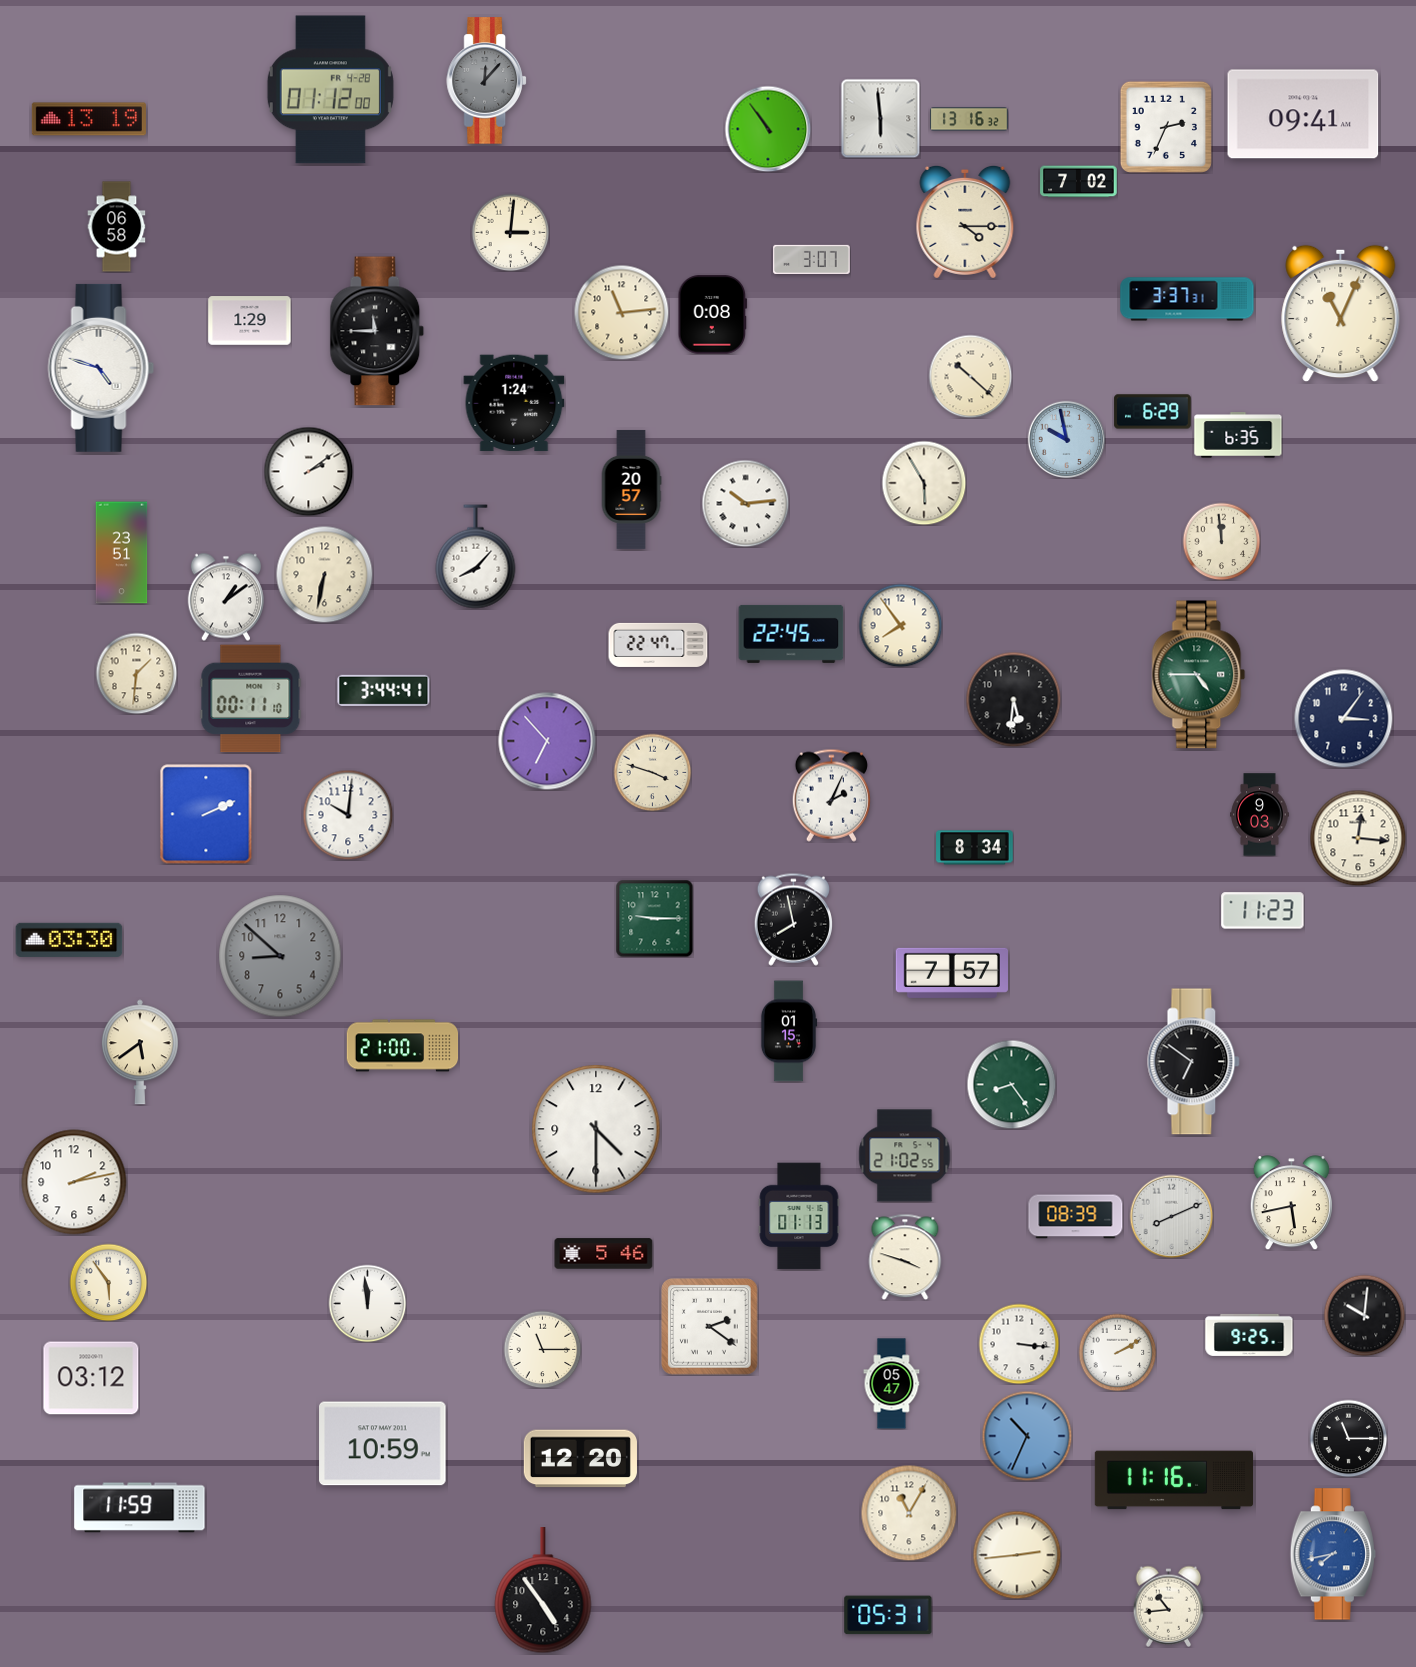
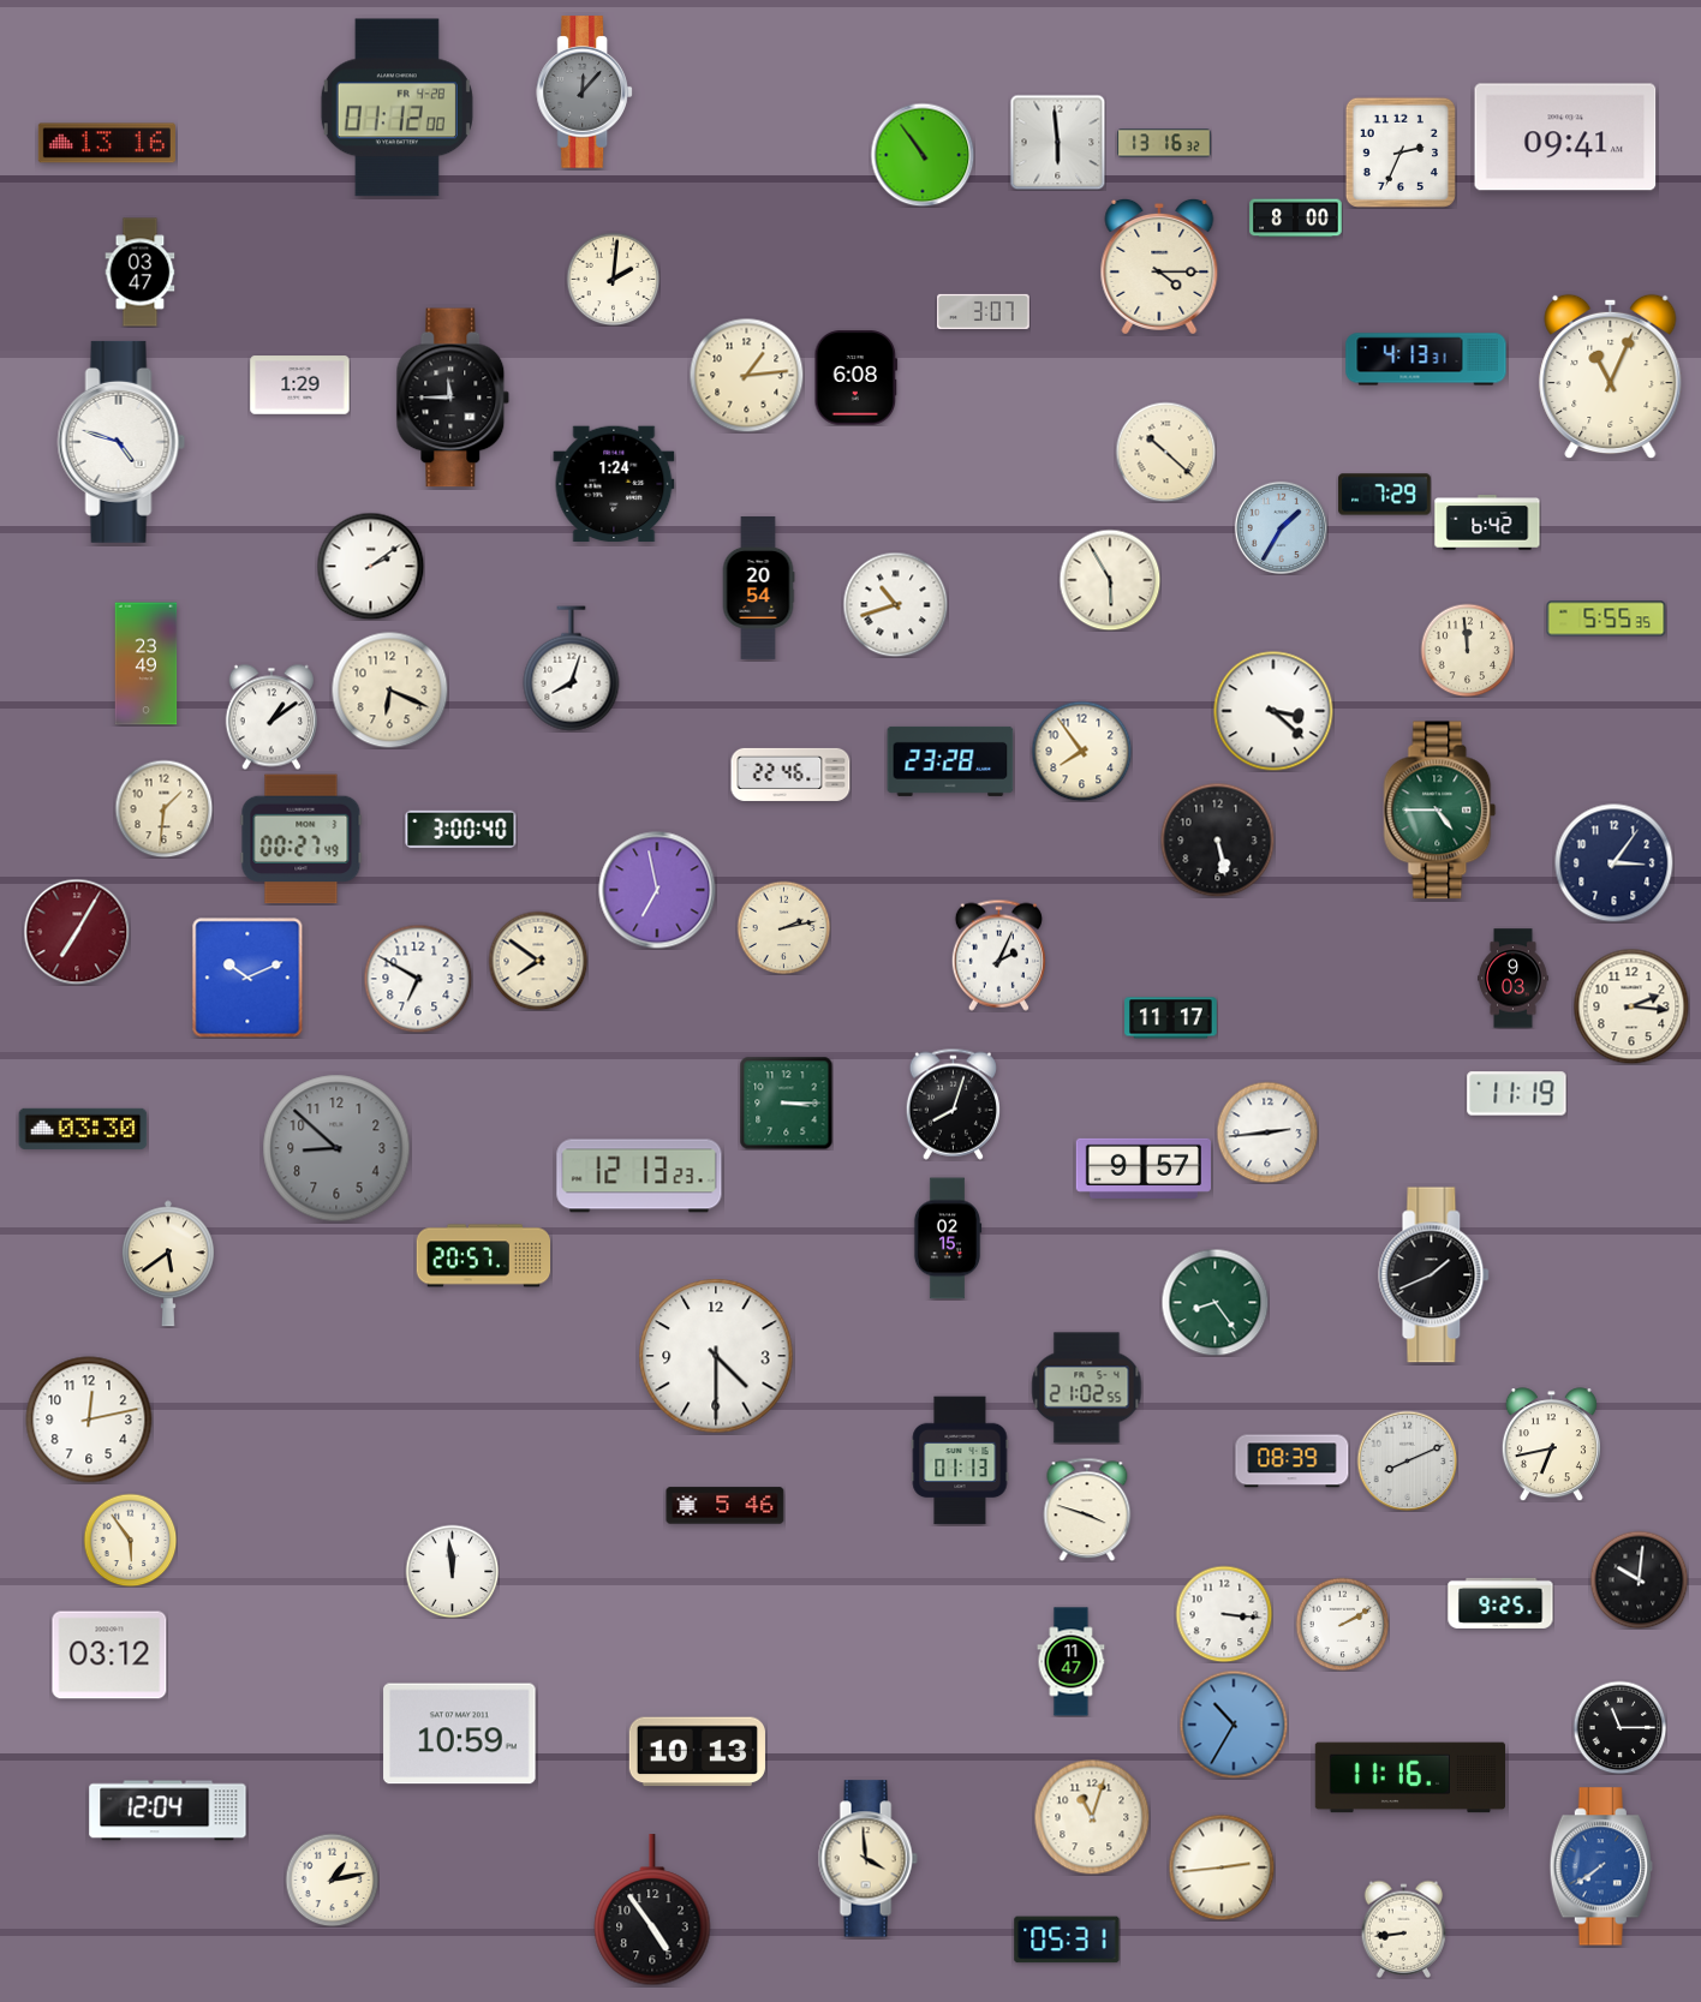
clock at (486, 81) position: (486, 81) -> (584, 92)
clock at (89, 119): 13:19 -> 13:16
clock at (1079, 182): 7:02 -> 8:00
clock at (117, 227): 06:58 -> 03:47
clock at (510, 232): 3:01 -> 2:01
clock at (812, 259) position: (812, 259) -> (984, 311)
clock at (1187, 299): 3:37 -> 4:13
clock at (621, 312): 11:14 -> 1:14
clock at (713, 315): 0:08 -> 6:08
clock at (514, 403) position: (514, 403) -> (614, 484)
clock at (1153, 412): 6:29 -> 7:29
clock at (1238, 435): 6:35 -> 6:42
clock at (1066, 439): 9:58 -> 1:35
clock at (631, 489): 20:57 -> 20:54
clock at (745, 503): 10:14 -> 10:42
clock at (1606, 618): none -> 5:55
clock at (122, 553): 23:51 -> 23:49
clock at (476, 557): 8:07 -> 8:03
clock at (324, 574): 6:32 -> 6:19
clock at (1273, 711): none -> 3:22
clock at (791, 634): 22:45 -> 23:28
clock at (658, 645): 22:47 -> 22:46
clock at (384, 690): 3:44 -> 3:00
clock at (251, 699): 00:11 -> 00:27
clock at (1013, 699): 5:31 -> 5:28
clock at (547, 741): 6:53 -> 6:58
clock at (652, 772): 3:48 -> 2:13
clock at (77, 932): none -> 7:05
clock at (538, 961): none -> 7:51
clock at (206, 814): 2:11 -> 10:11
clock at (348, 815): 10:01 -> 6:50
clock at (1358, 838): 12:16 -> 2:16
clock at (975, 848): 8:34 -> 11:17
clock at (1263, 911): 11:23 -> 11:19
clock at (654, 918): 9:15 -> 3:15
clock at (793, 919): 7:58 -> 8:03
clock at (1267, 1133): none -> 2:44
clock at (951, 973): 7:57 -> 9:57
clock at (639, 1176): none -> 12:13
clock at (789, 1031): 01:15 -> 02:15
clock at (403, 1046): 21:00 -> 20:57
clock at (1194, 1062): 6:51 -> 1:41
clock at (74, 1182): 2:13 -> 12:13
clock at (1291, 1203): 5:43 -> 6:43
clock at (367, 1303) position: (367, 1303) -> (452, 1571)
clock at (710, 1327): 2:21 -> none
clock at (542, 1349): 11:15 -> none
clock at (892, 1384): 05:47 -> 11:47
clock at (1027, 1436): 10:34 -> 10:35
clock at (580, 1459): 12:20 -> 10:13
clock at (140, 1508): 11:59 -> 12:04
clock at (909, 1513): 11:05 -> 11:03
clock at (867, 1859): none -> 3:59
clock at (1332, 1554): 7:43 -> 7:39
clock at (332, 1880): none -> 1:13
clock at (1169, 1606): 10:44 -> 8:44
